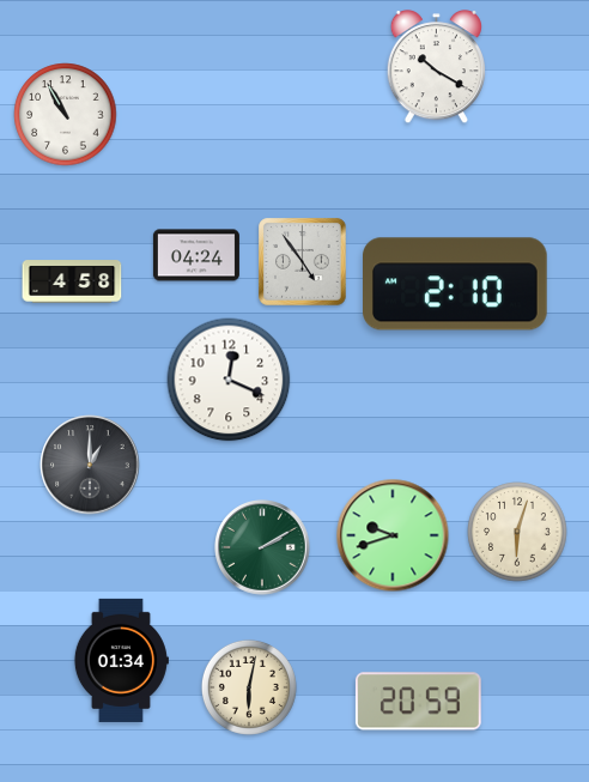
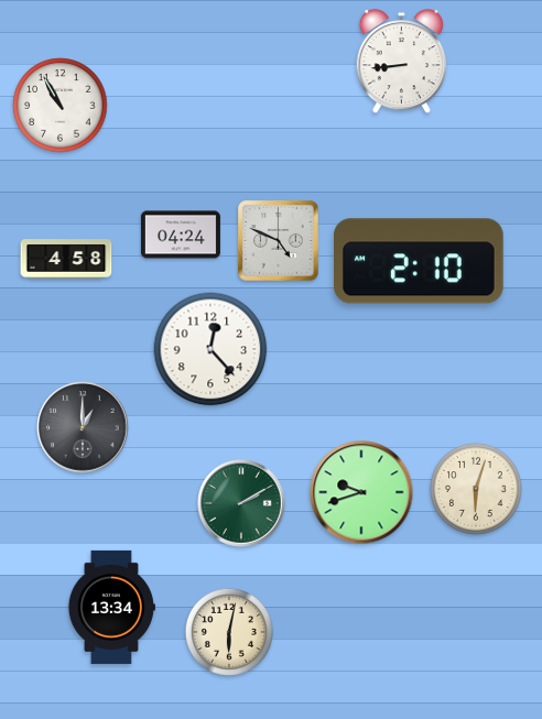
clock at (436, 67): 10:20 -> 8:44
clock at (303, 262): 4:54 -> 4:49
clock at (229, 380): 12:19 -> 12:23
clock at (121, 660): 01:34 -> 13:34
clock at (418, 702): 20:59 -> none
